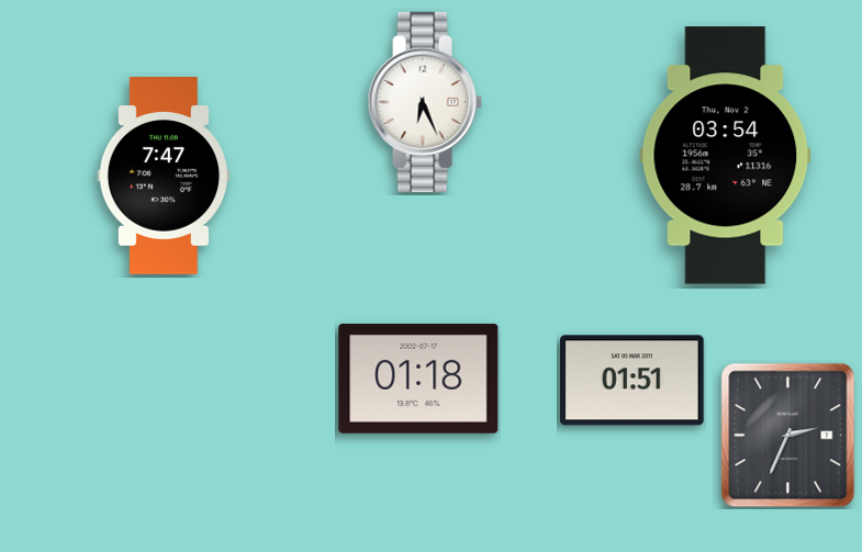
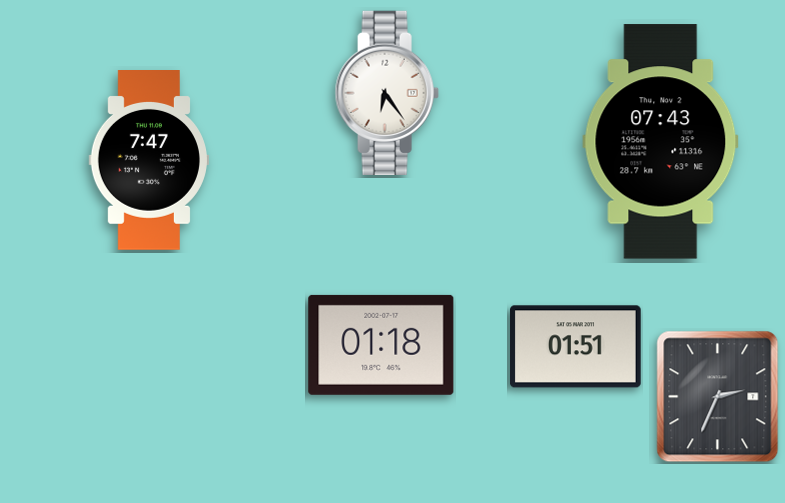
clock at (425, 101): 6:26 -> 6:24
clock at (726, 156): 03:54 -> 07:43
